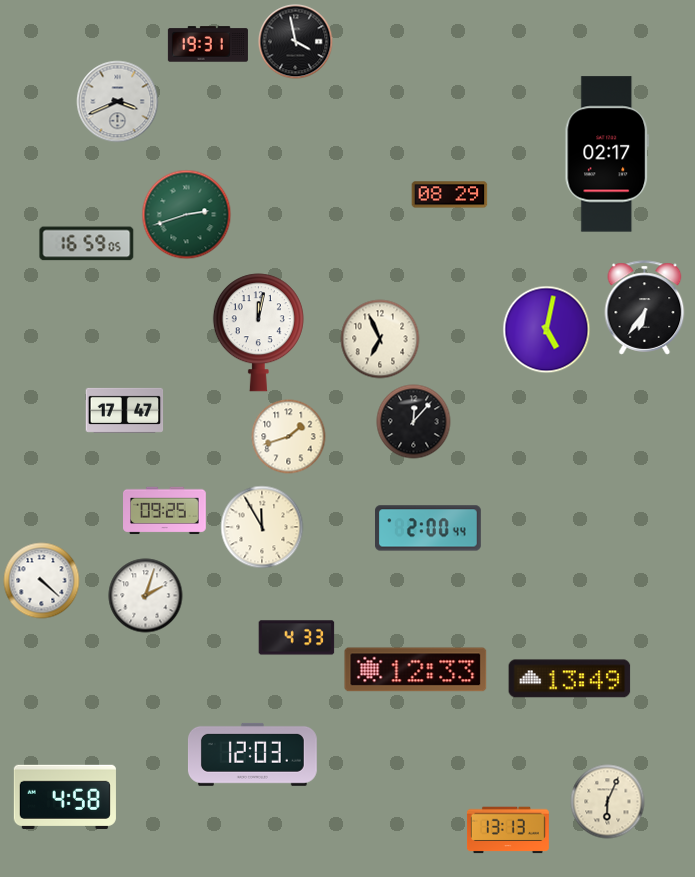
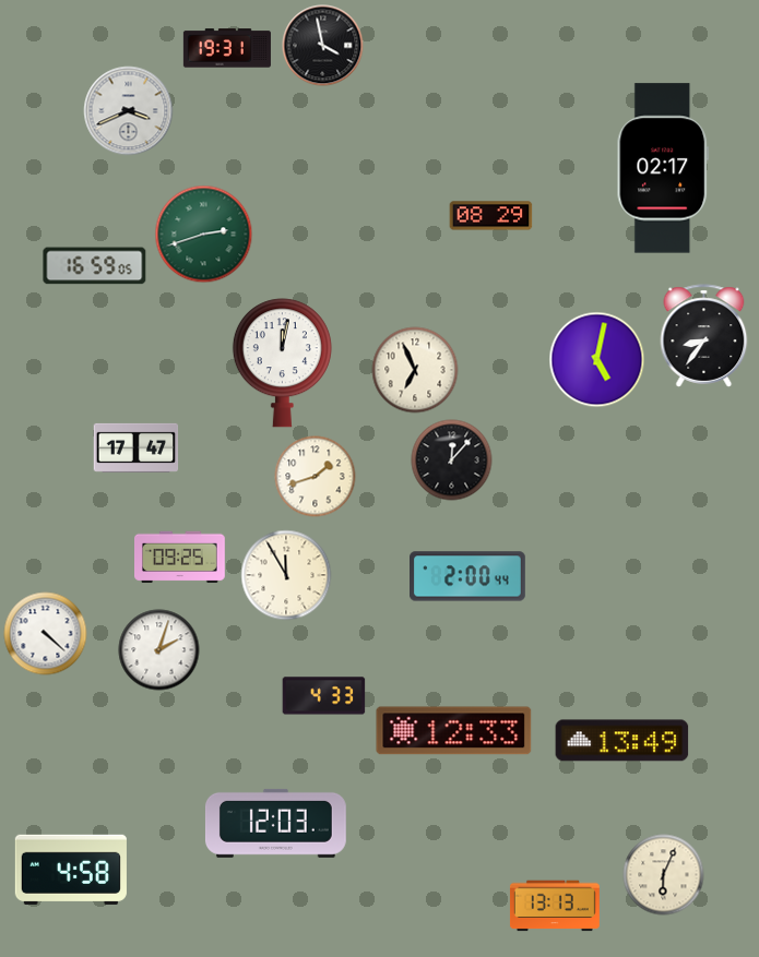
clock at (450, 195) position: (450, 195) -> (491, 216)
clock at (645, 308): 6:36 -> 8:36
